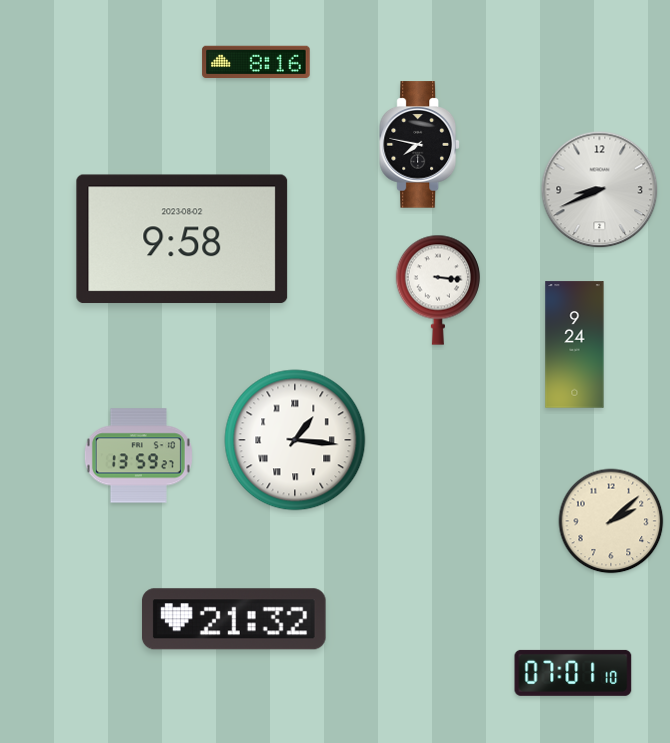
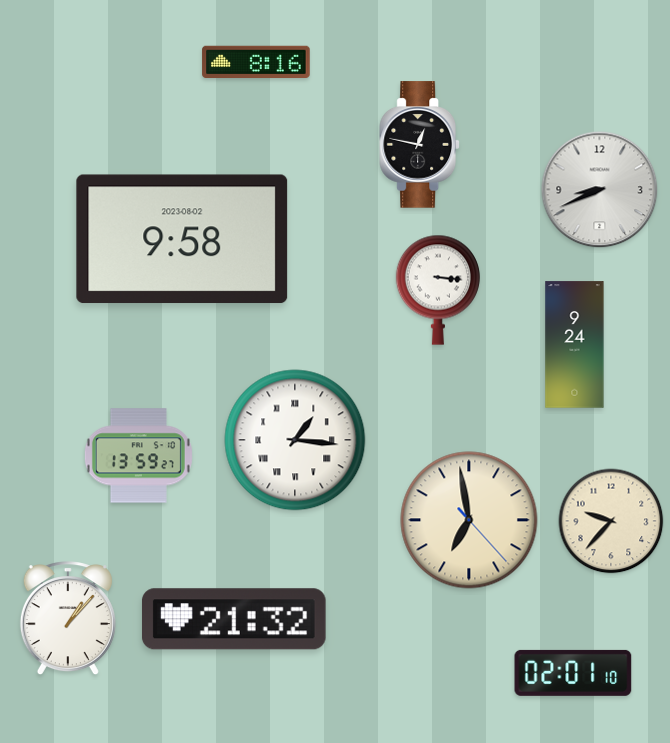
clock at (420, 145): 7:47 -> 12:47
clock at (469, 520): none -> 6:58
clock at (611, 521): 2:08 -> 9:37
clock at (68, 619): none -> 1:07
clock at (573, 673): 07:01 -> 02:01
